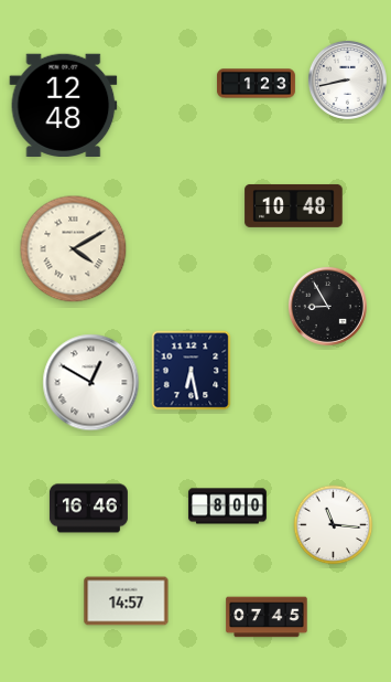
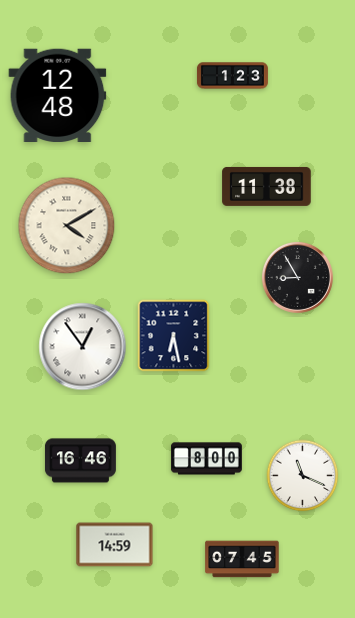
clock at (347, 79): 8:43 -> none
clock at (294, 205): 10:48 -> 11:38
clock at (91, 383): 12:50 -> 12:54
clock at (334, 525): 11:16 -> 11:19
clock at (127, 601): 14:57 -> 14:59
